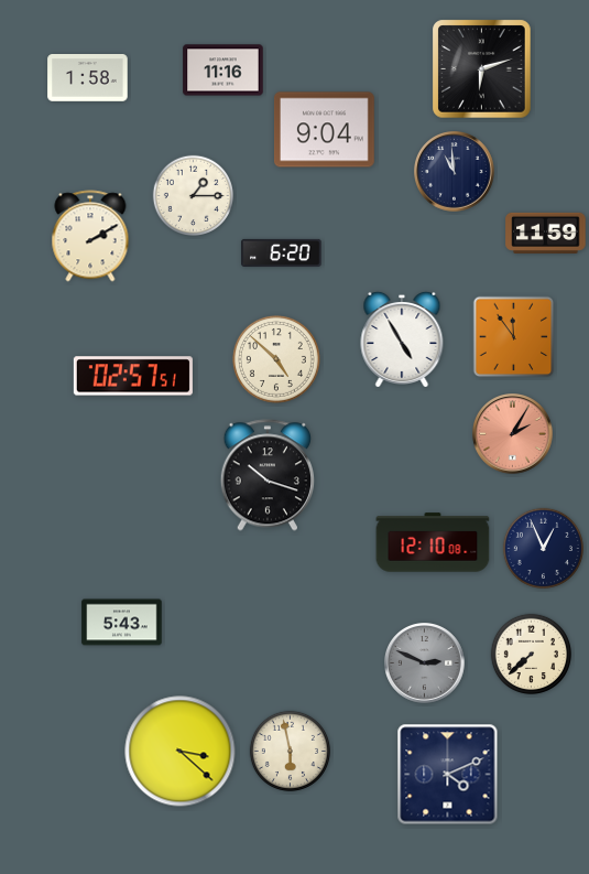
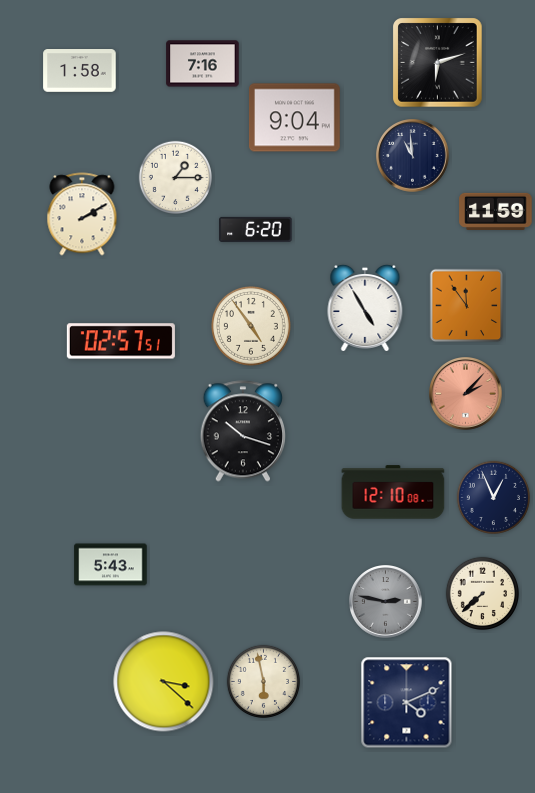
clock at (223, 71): 11:16 -> 7:16
clock at (276, 359): 4:52 -> 4:54
clock at (513, 434): 2:05 -> 2:07
clock at (425, 663): 2:49 -> 2:47
